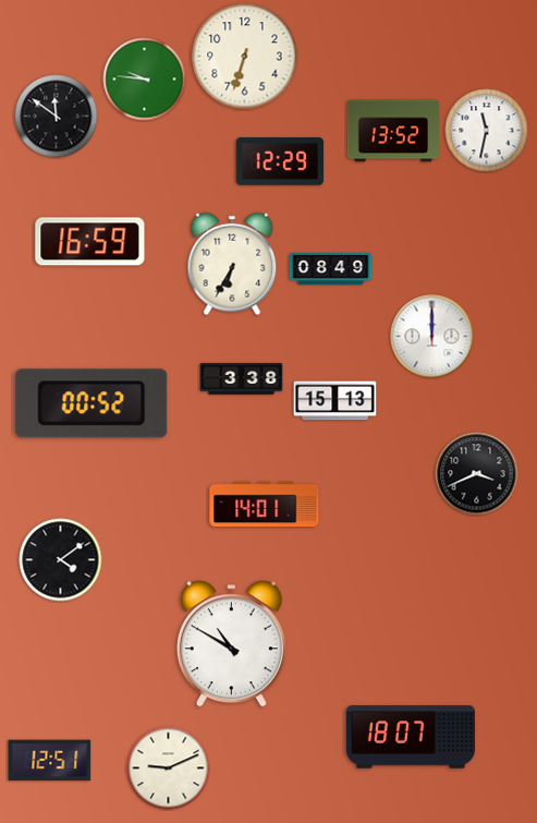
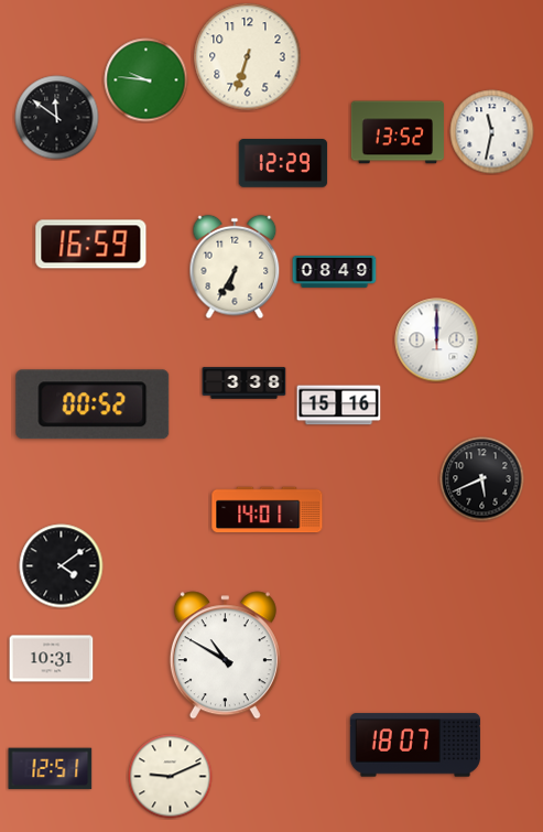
clock at (335, 401): 15:13 -> 15:16
clock at (91, 403) position: (91, 403) -> (93, 404)
clock at (477, 474): 3:41 -> 5:41
clock at (231, 644) position: (231, 644) -> (225, 656)
clock at (52, 659): none -> 10:31
